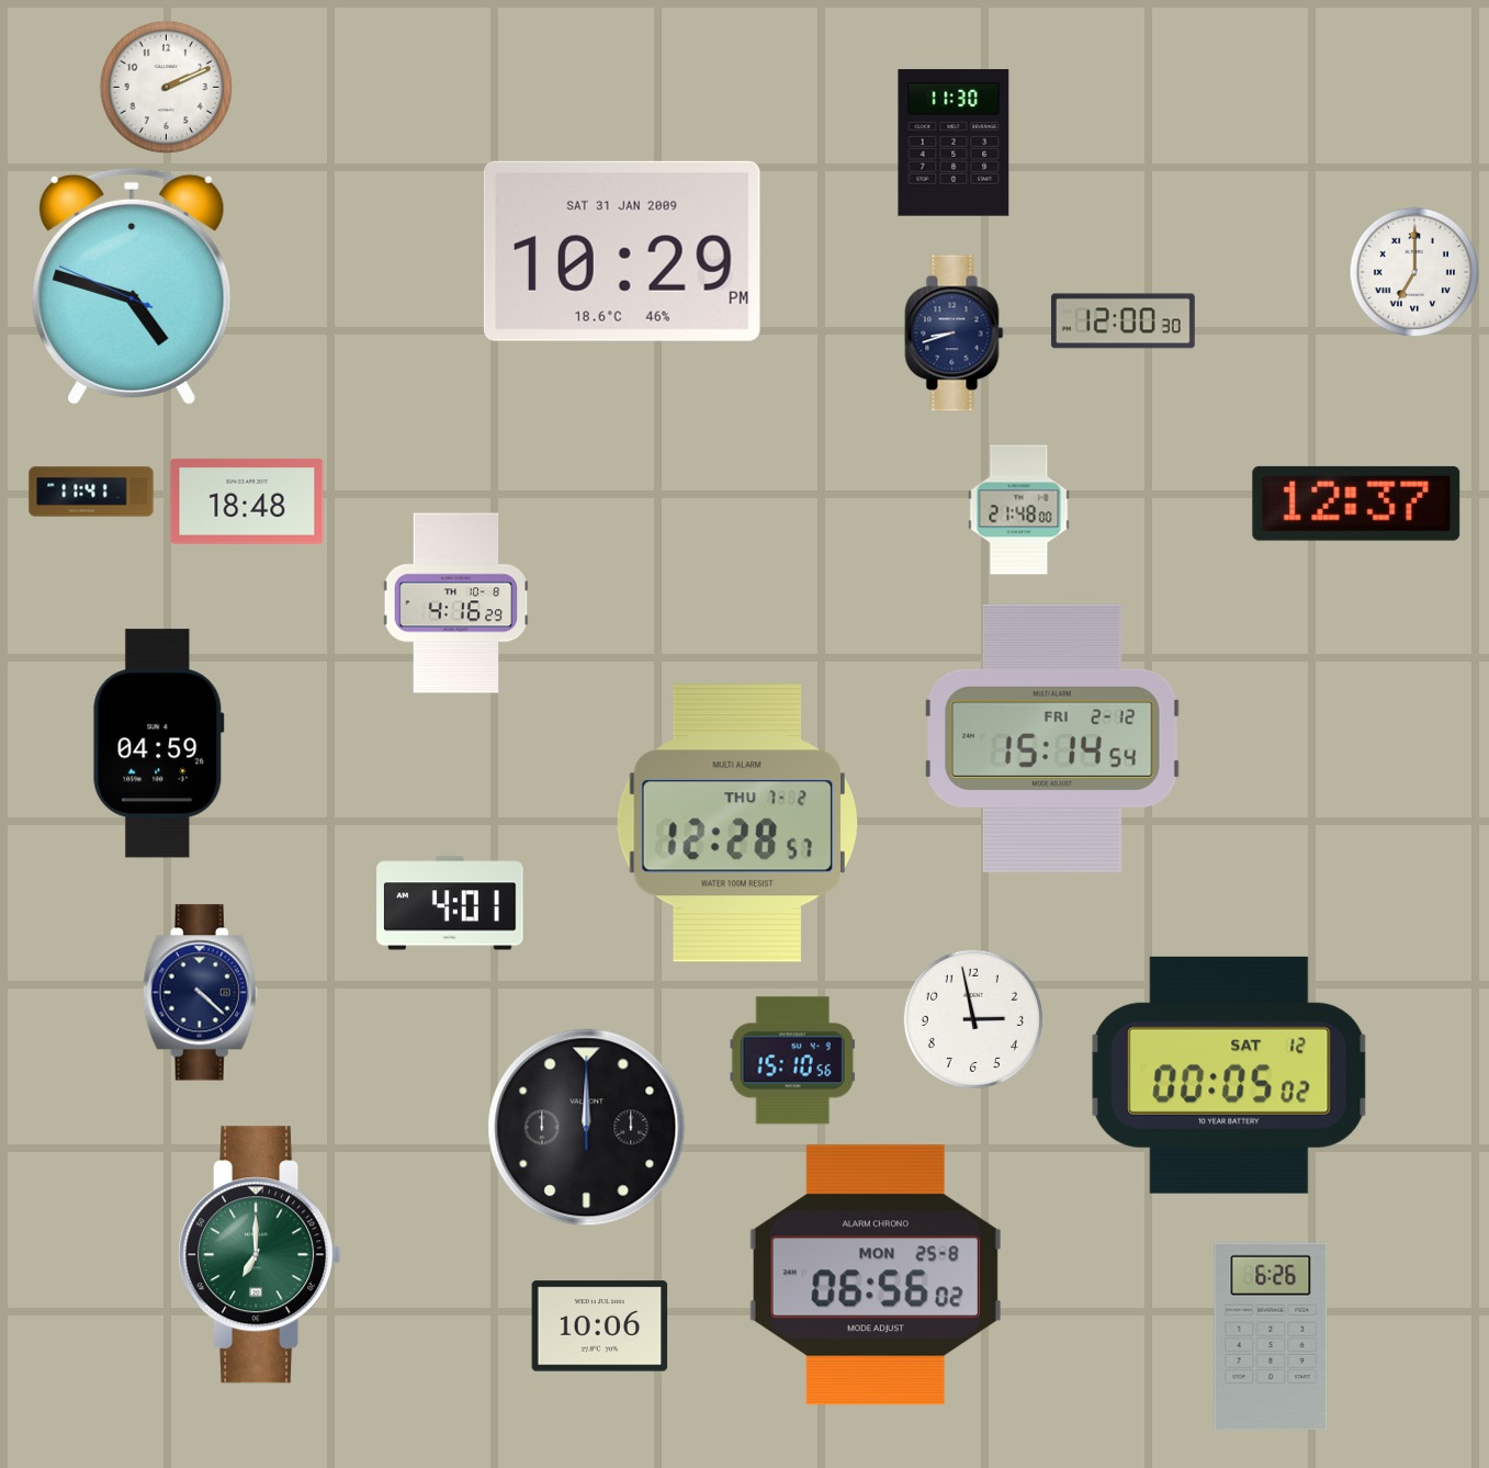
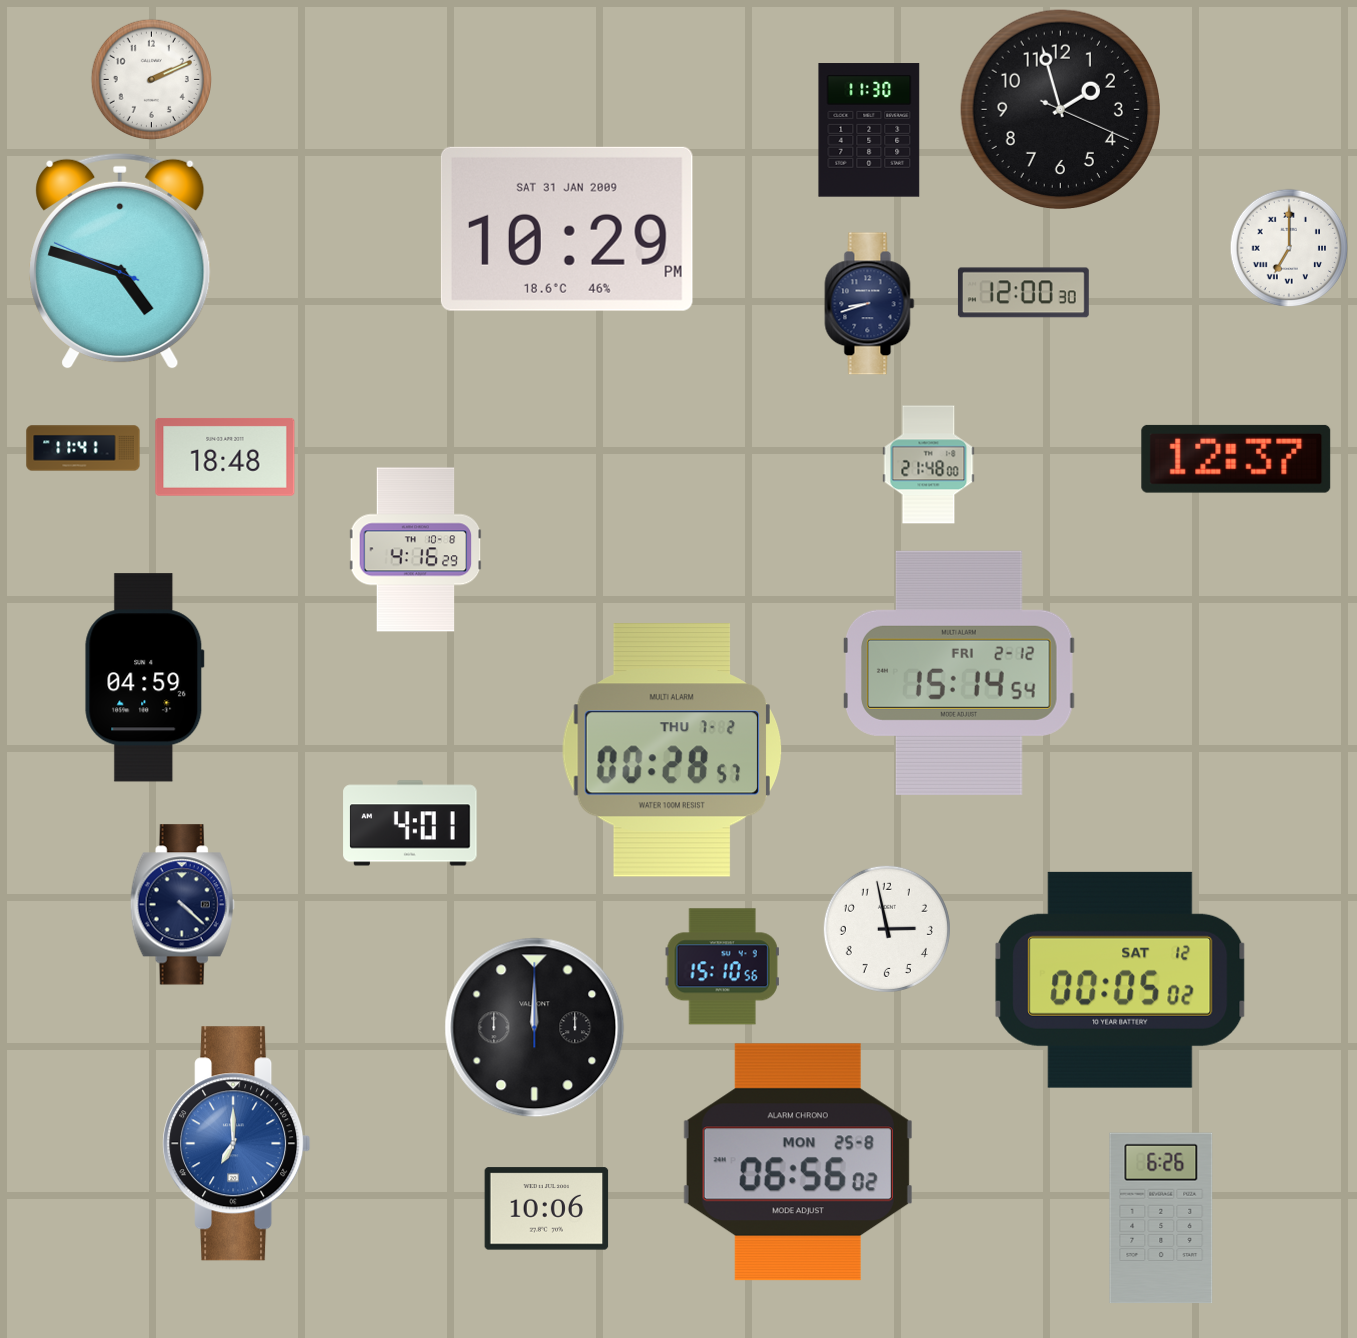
clock at (1060, 109): none -> 1:57
clock at (737, 823): 12:28 -> 00:28
clock at (260, 1255) dial: green -> blue
clock at (1271, 1336) position: (1271, 1336) -> (1161, 1218)
